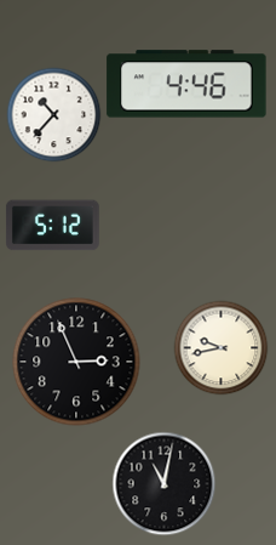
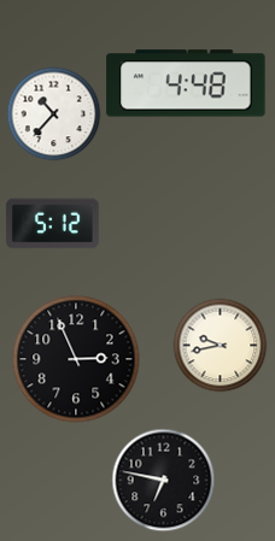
clock at (186, 84): 4:46 -> 4:48
clock at (163, 483): 11:02 -> 6:47
